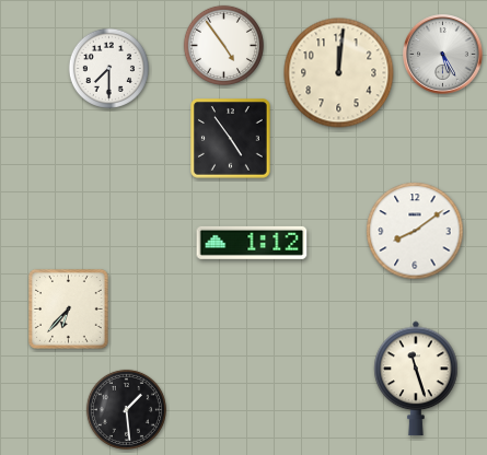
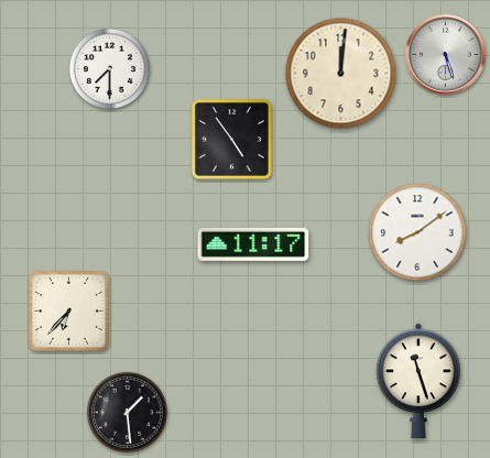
clock at (223, 45): 4:54 -> none
clock at (443, 55): 5:25 -> 5:27
clock at (252, 243): 1:12 -> 11:17
